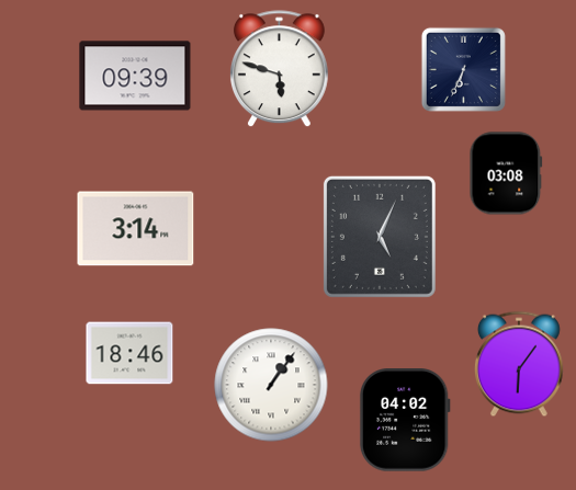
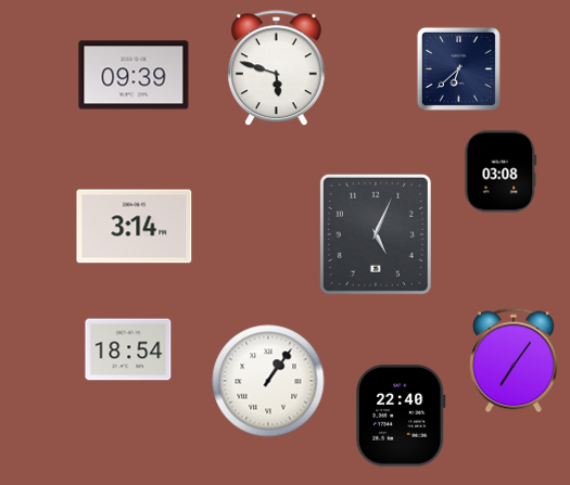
clock at (463, 69): 6:34 -> 6:38
clock at (129, 353): 18:46 -> 18:54
clock at (520, 364): 6:06 -> 7:06
clock at (405, 421): 04:02 -> 22:40
